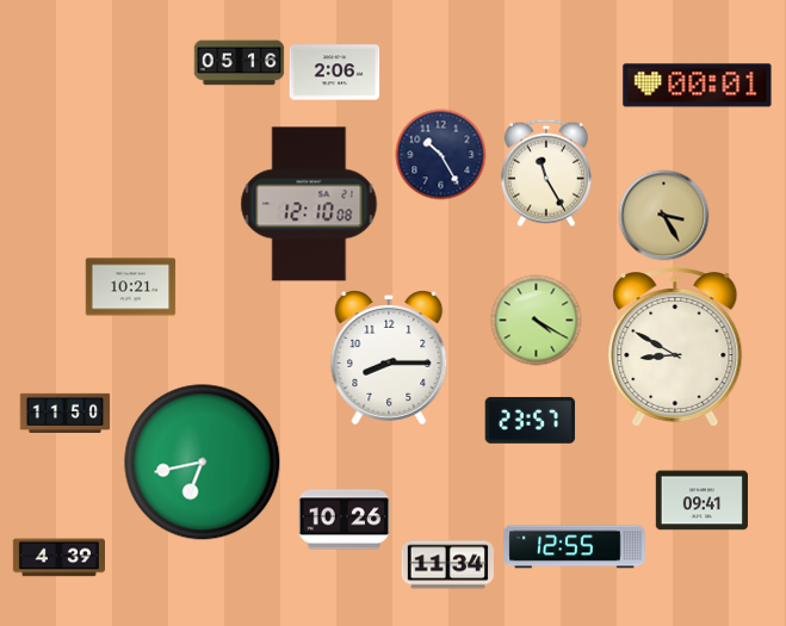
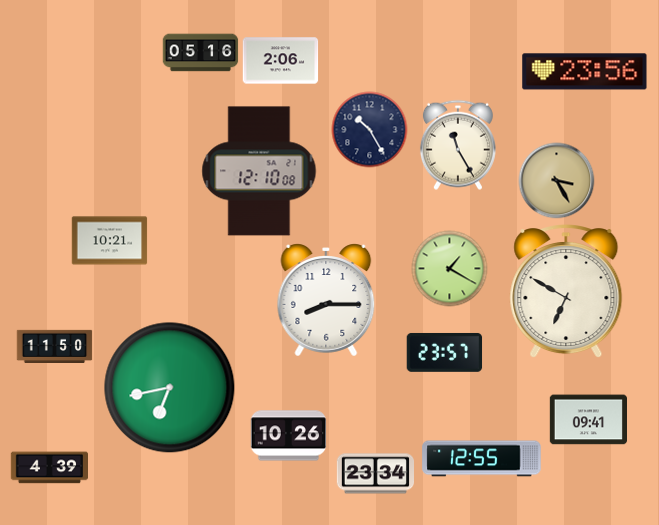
clock at (698, 86): 00:01 -> 23:56
clock at (537, 321): 4:20 -> 1:20
clock at (675, 348): 8:50 -> 6:50
clock at (447, 565): 11:34 -> 23:34
